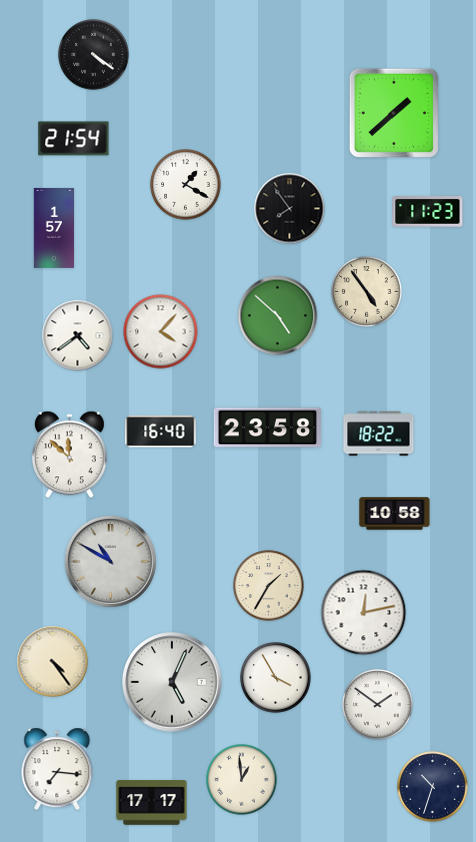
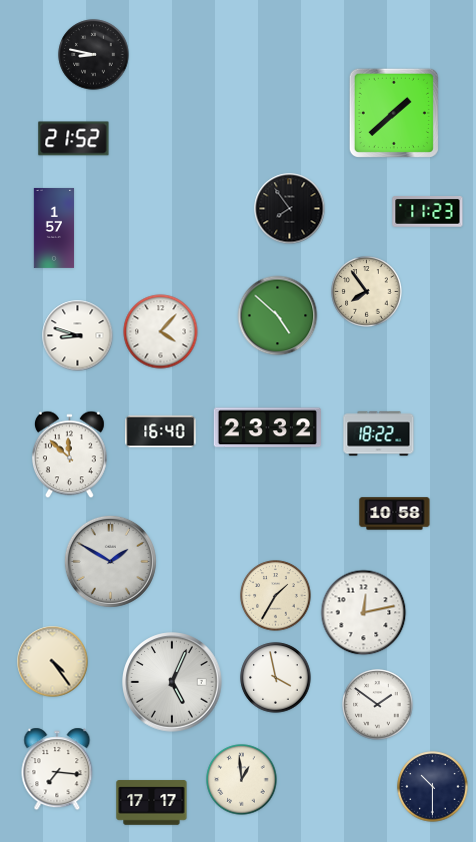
clock at (94, 55): 4:21 -> 8:47
clock at (74, 139): 21:54 -> 21:52
clock at (186, 185): 1:20 -> none
clock at (367, 292): 4:54 -> 7:54
clock at (78, 336): 4:39 -> 8:48
clock at (267, 428): 23:58 -> 23:32
clock at (110, 561): 10:50 -> 1:50
clock at (269, 586) position: (269, 586) -> (276, 596)
clock at (276, 678): 3:55 -> 3:58
clock at (433, 787): 10:33 -> 10:30
